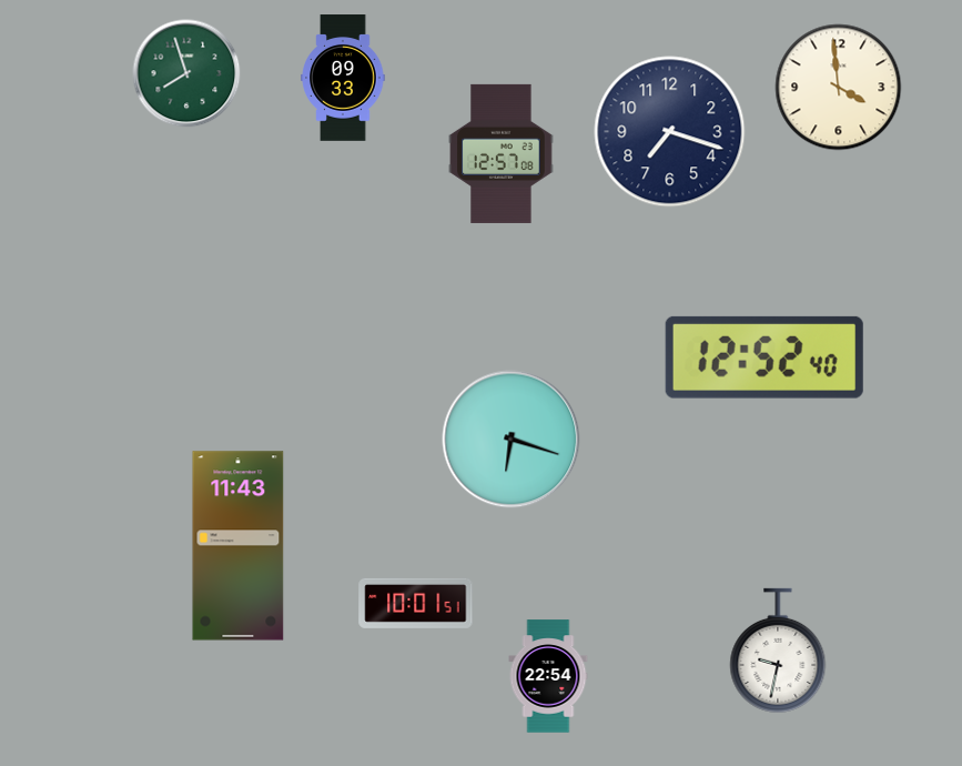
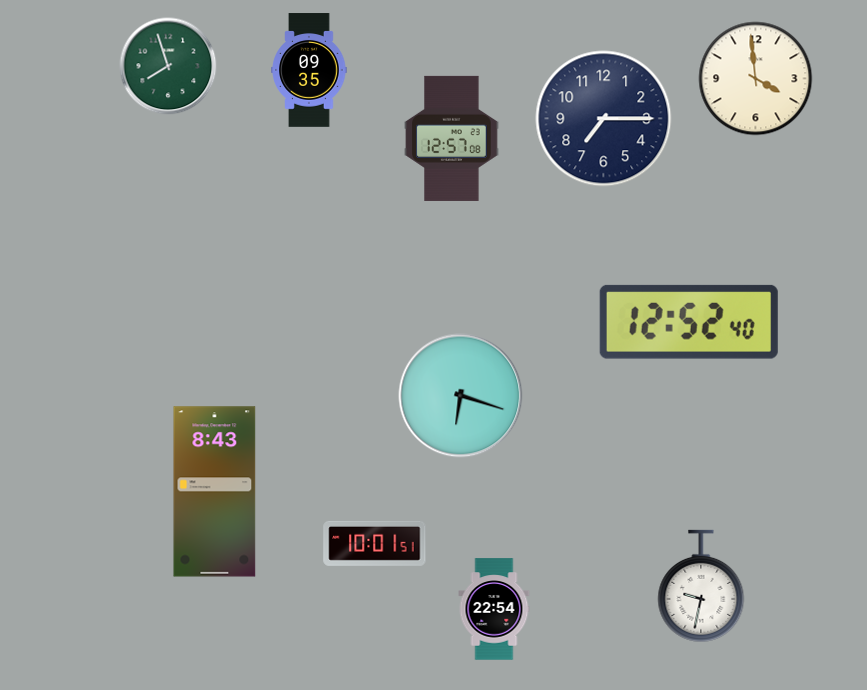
clock at (343, 78): 09:33 -> 09:35
clock at (670, 132): 7:18 -> 7:15
clock at (239, 546): 11:43 -> 8:43
